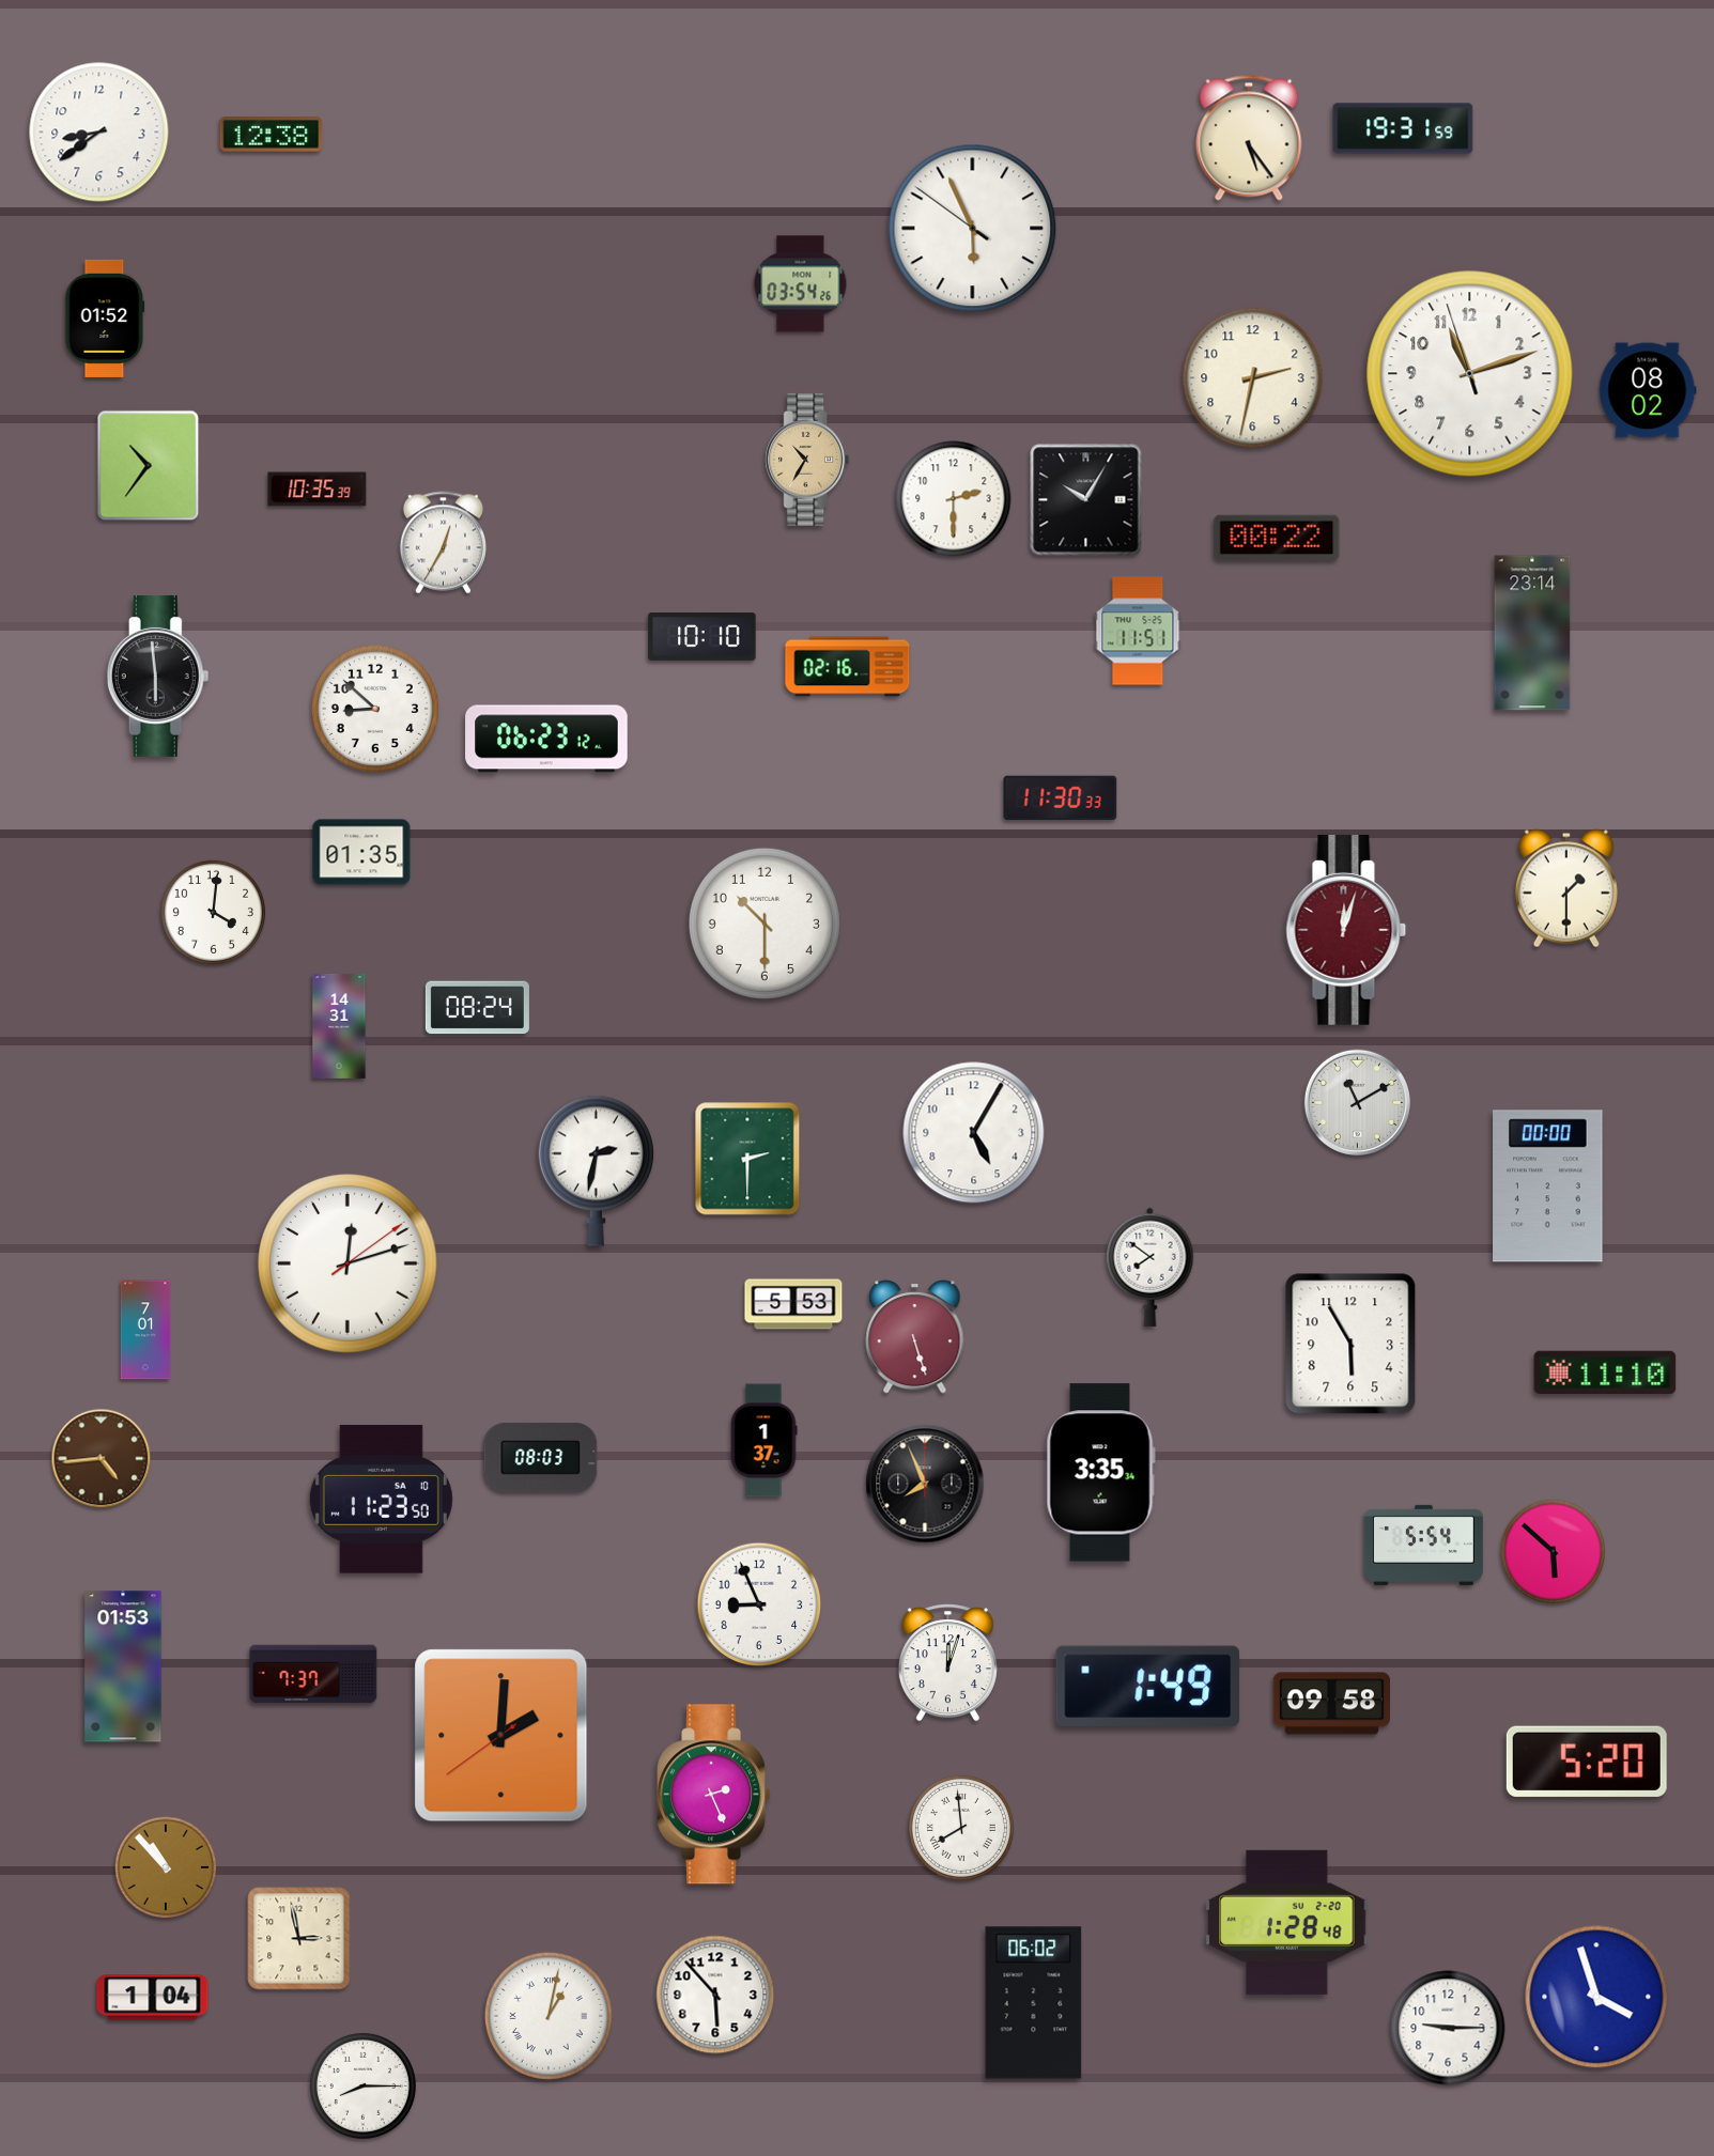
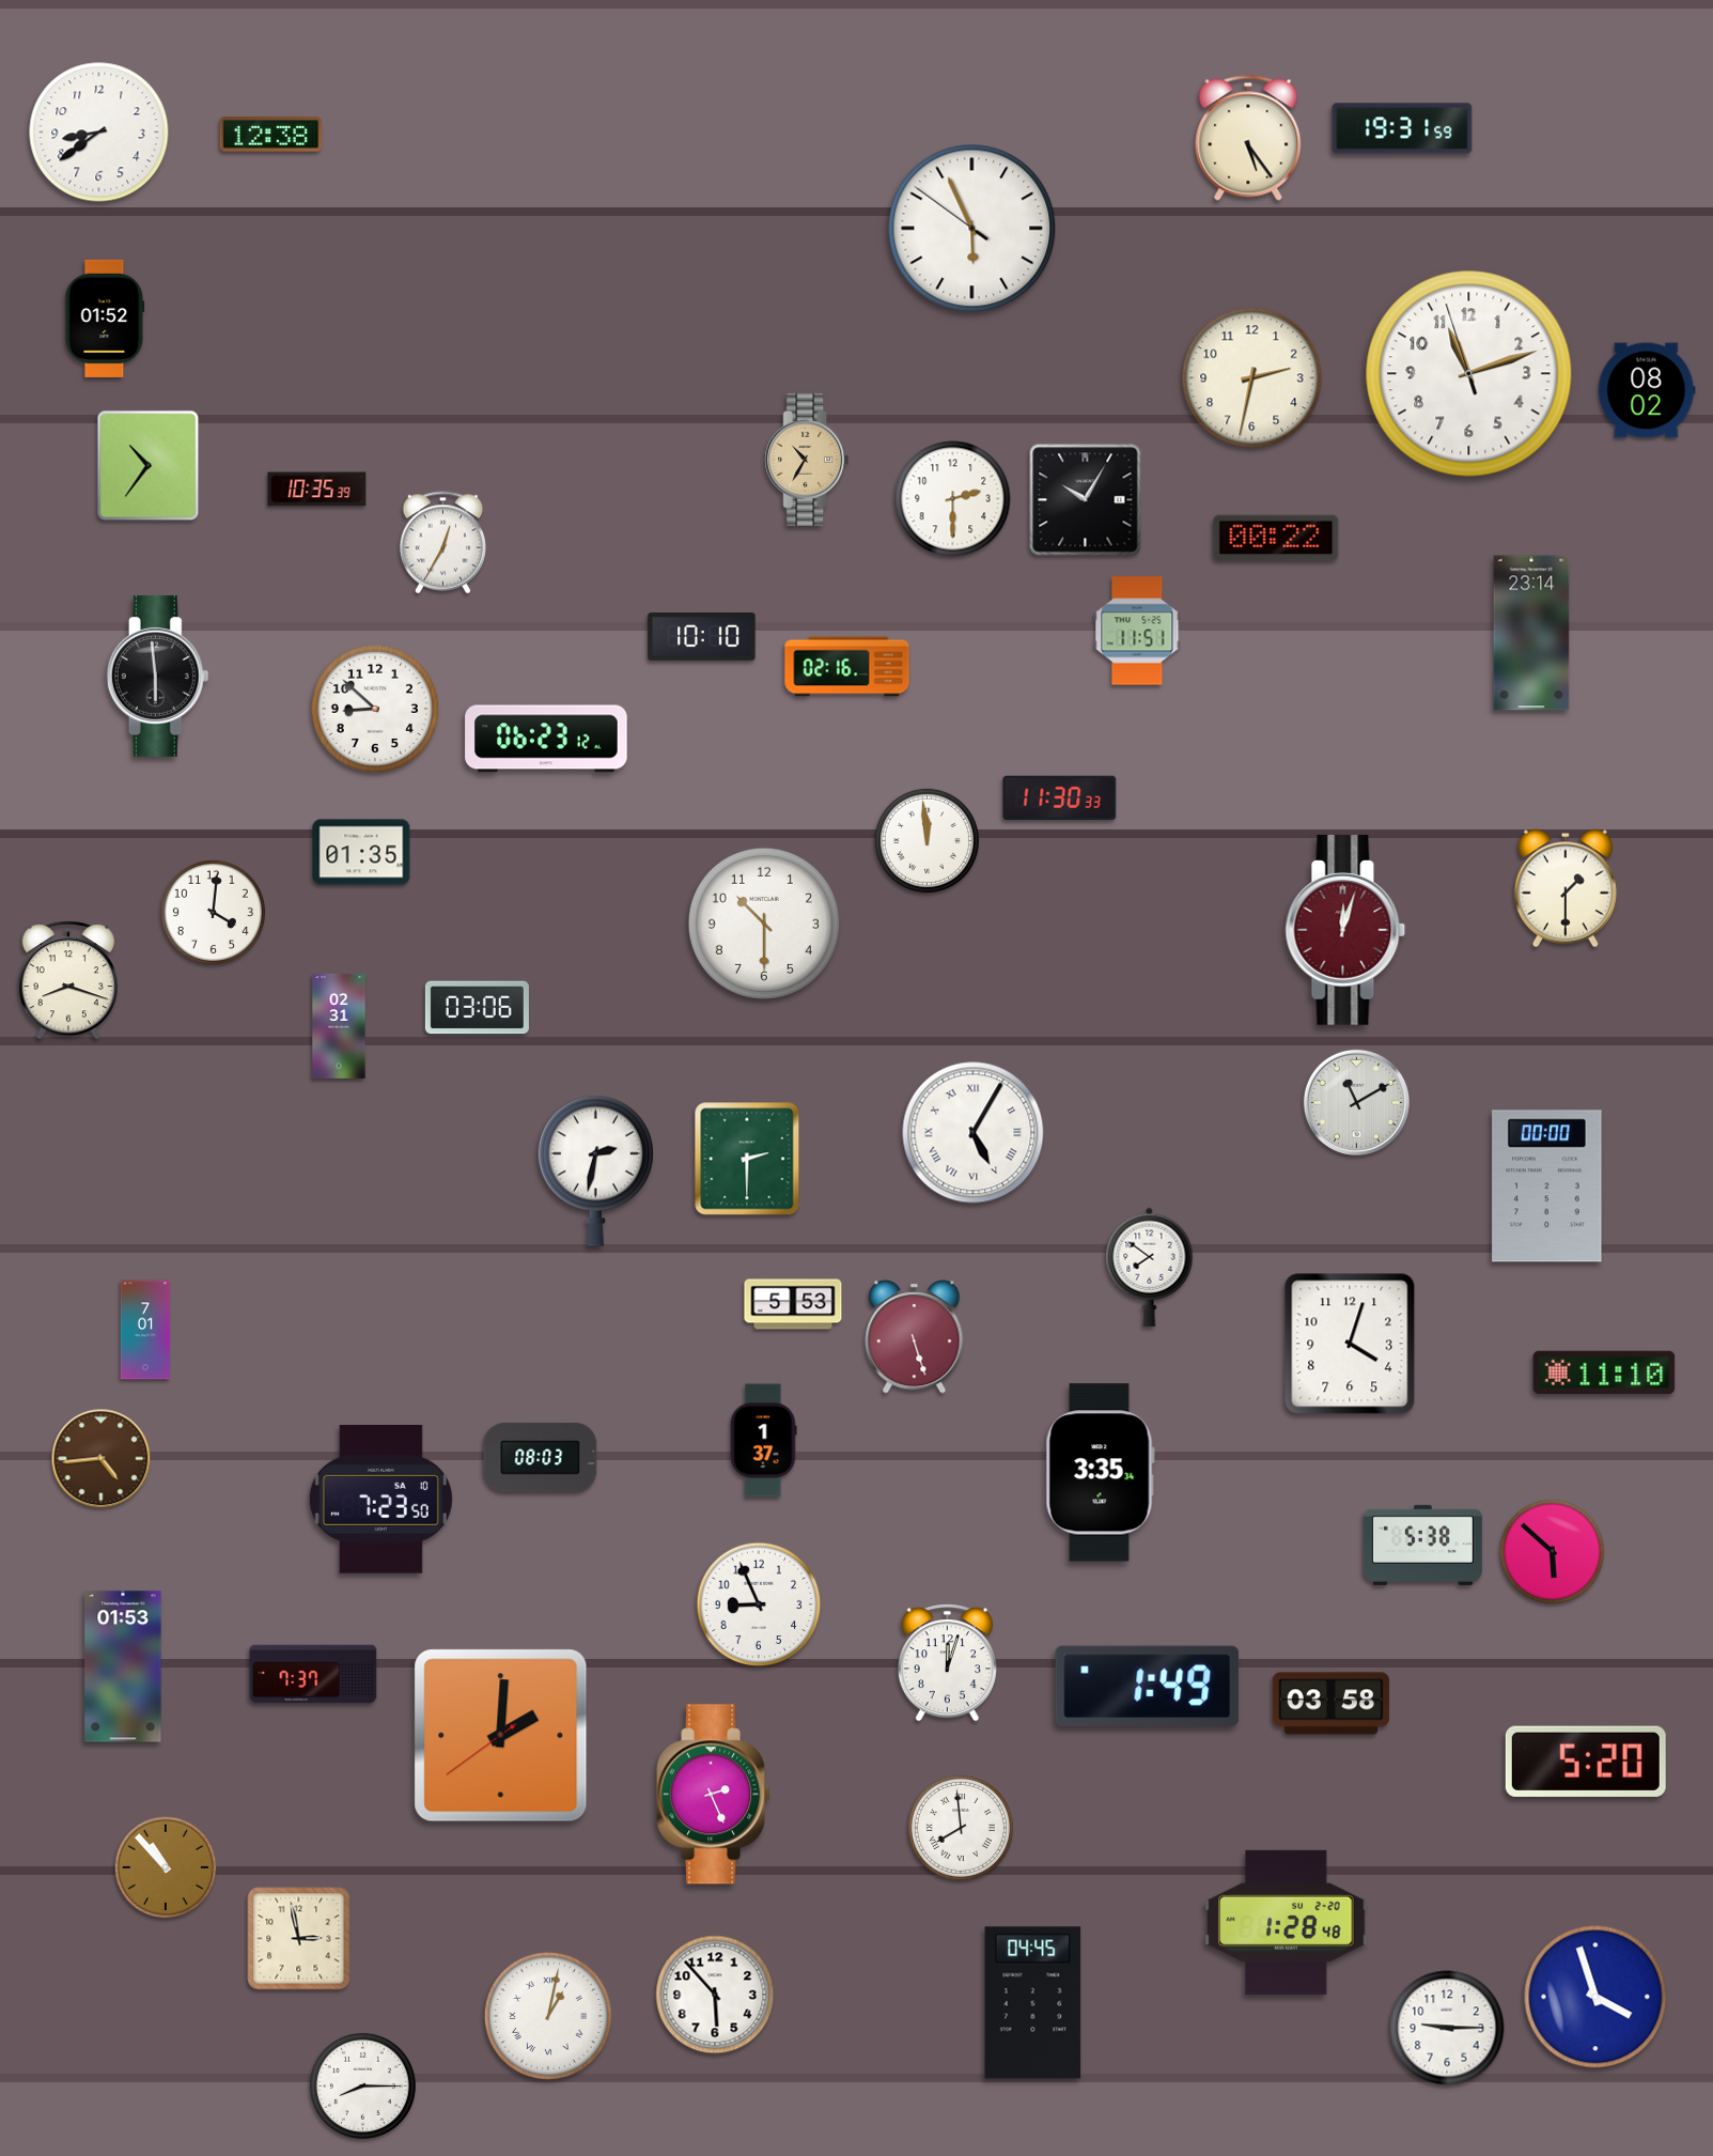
clock at (801, 284): 03:54 -> none
clock at (926, 840): none -> 11:59
clock at (68, 980): none -> 8:18
clock at (477, 1008): 08:24 -> 03:06
clock at (339, 1026): 14:31 -> 02:31
clock at (974, 1133) numerals: Arabic -> Roman
clock at (349, 1265): 12:12 -> none
clock at (1350, 1344): 5:55 -> 4:03
clock at (925, 1484): 7:56 -> none
clock at (381, 1500): 11:23 -> 7:23
clock at (1423, 1545): 5:54 -> 5:38
clock at (1331, 1704): 09:58 -> 03:58
clock at (153, 1998): 1:04 -> none
clock at (1034, 2003): 06:02 -> 04:45
